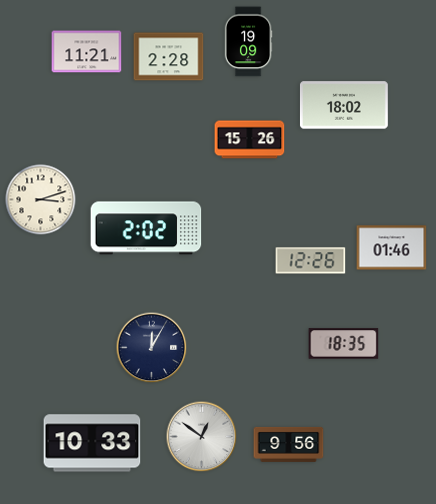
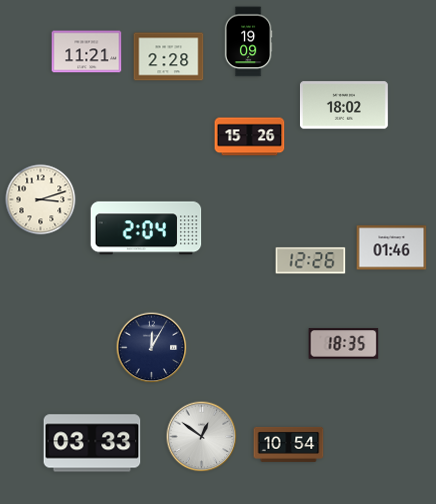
clock at (250, 140) position: (250, 140) -> (250, 137)
clock at (146, 228): 2:02 -> 2:04
clock at (92, 443): 10:33 -> 03:33
clock at (289, 444): 9:56 -> 10:54
